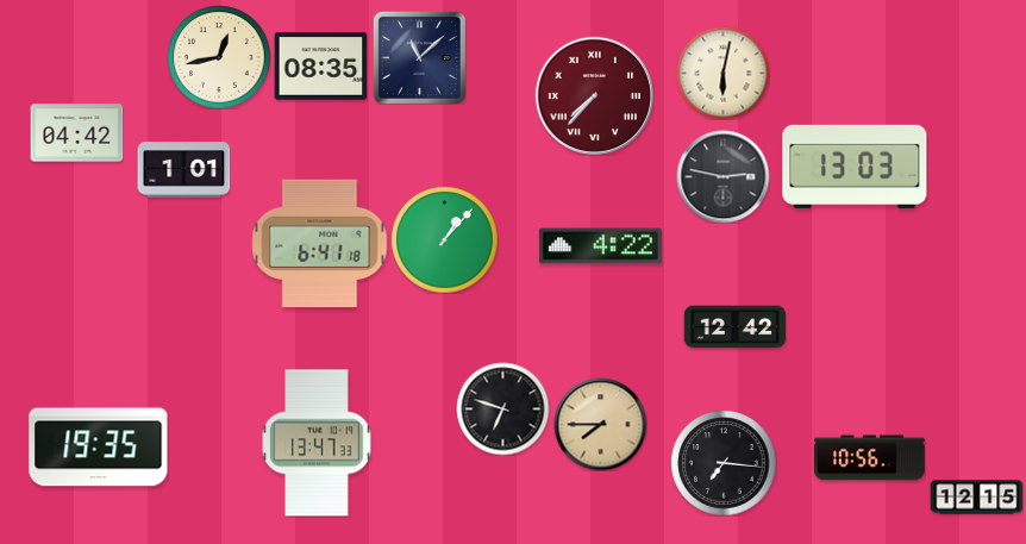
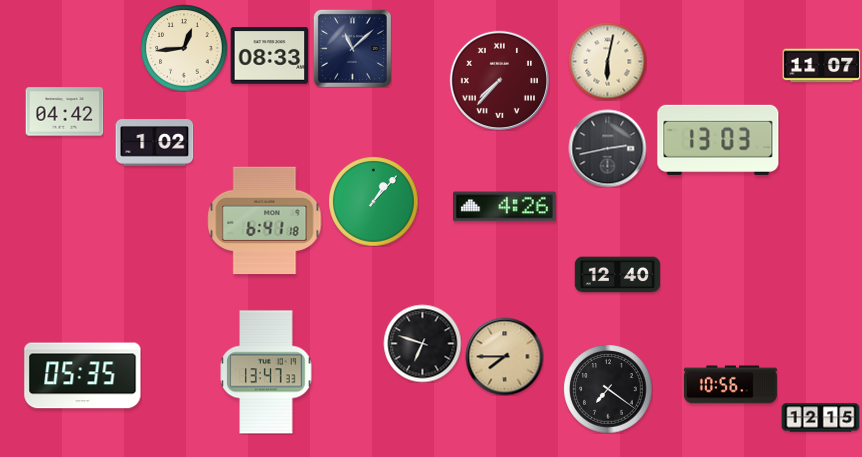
clock at (219, 57): 12:43 -> 12:44
clock at (320, 67): 08:35 -> 08:33
clock at (821, 66): none -> 11:07
clock at (183, 170): 1:01 -> 1:02
clock at (722, 176): 2:47 -> 2:43
clock at (320, 244) position: (320, 244) -> (265, 221)
clock at (601, 246): 4:22 -> 4:26
clock at (734, 327): 12:42 -> 12:40
clock at (99, 448): 19:35 -> 05:35
clock at (724, 463): 7:16 -> 7:21
